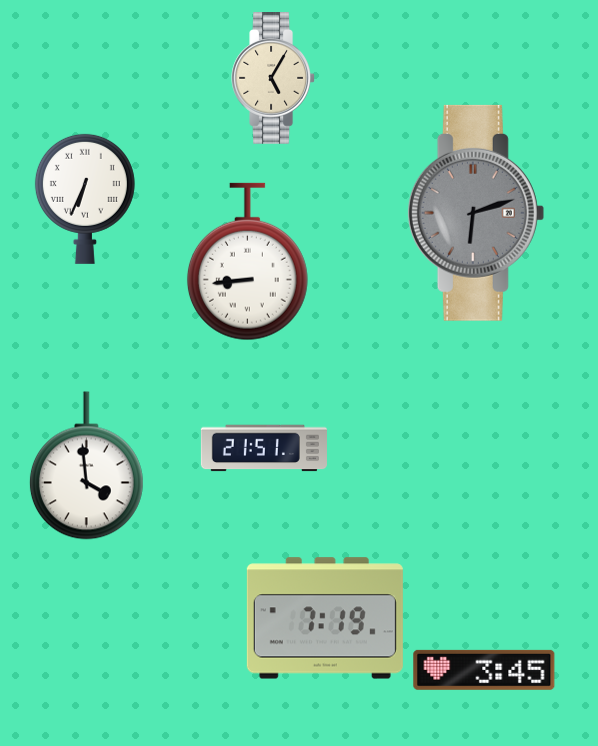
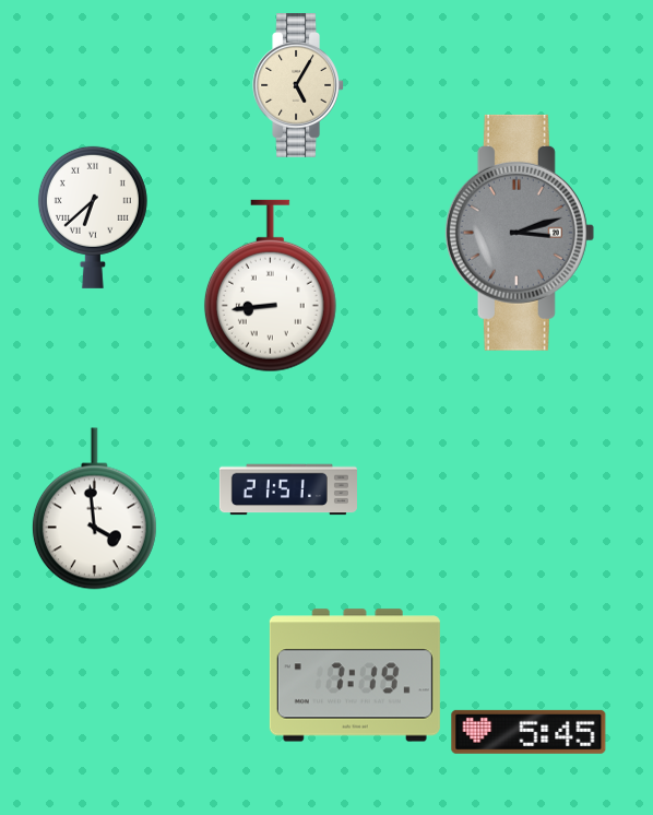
clock at (85, 199): 6:34 -> 6:38
clock at (476, 213): 6:12 -> 3:12
clock at (484, 670): 3:45 -> 5:45
